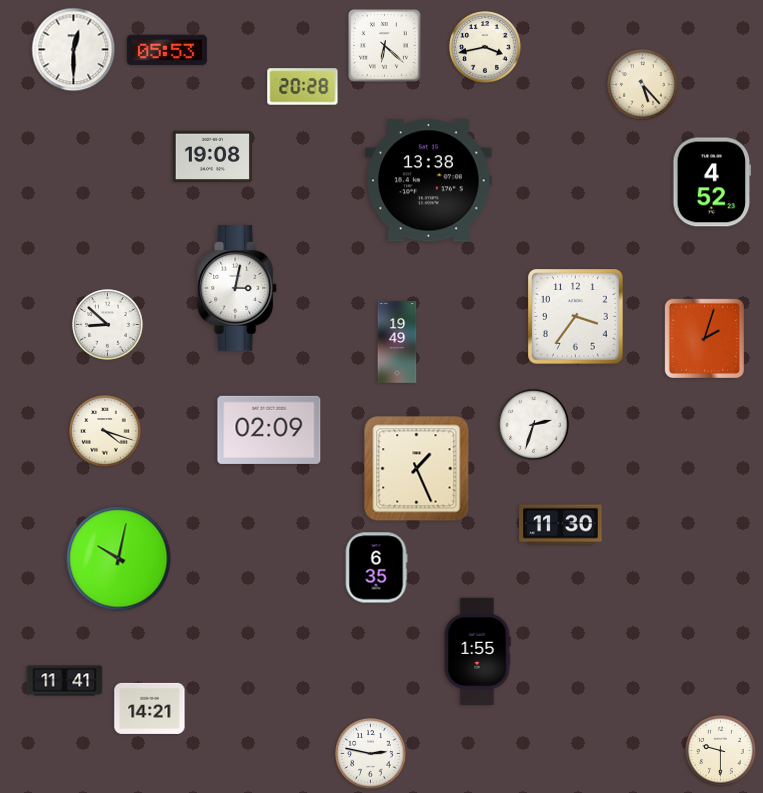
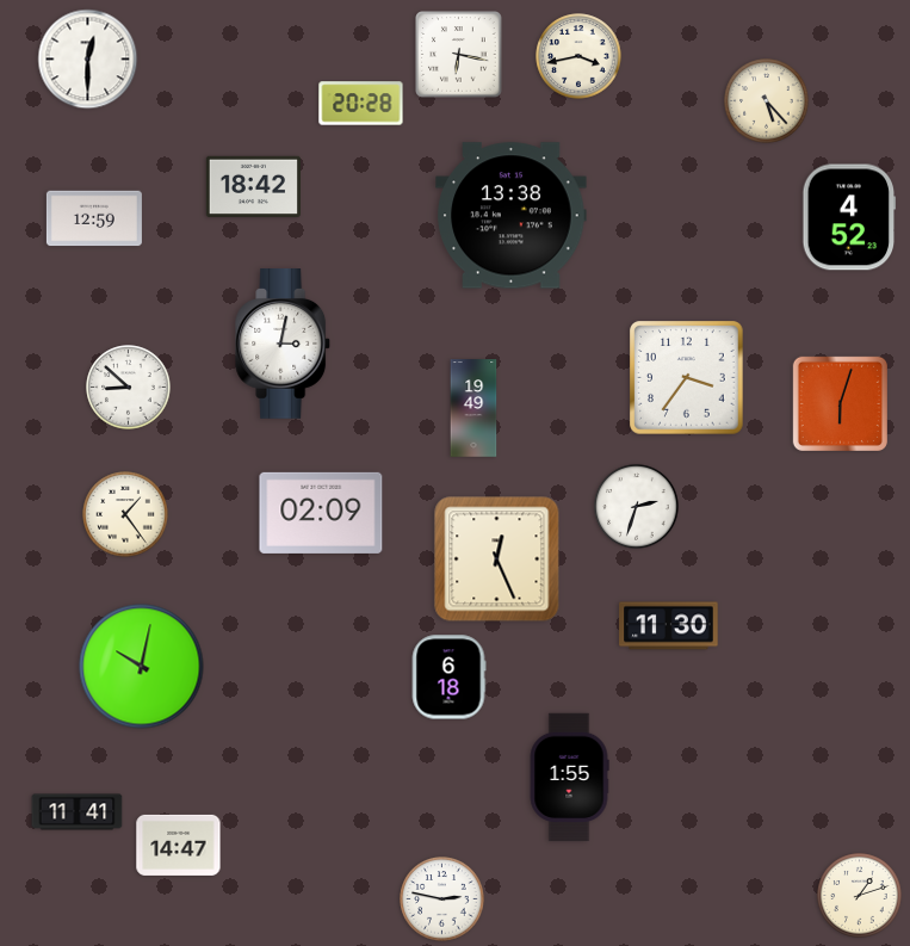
clock at (385, 46): 6:22 -> 6:17
clock at (167, 50): 05:53 -> none
clock at (212, 157): 19:08 -> 18:42
clock at (94, 218): none -> 12:59
clock at (704, 338): 2:03 -> 6:03
clock at (105, 431): 4:18 -> 1:24
clock at (417, 469): 1:26 -> 12:26
clock at (376, 568): 6:35 -> 6:18
clock at (150, 708): 14:21 -> 14:47
clock at (721, 751): 9:30 -> 1:12
